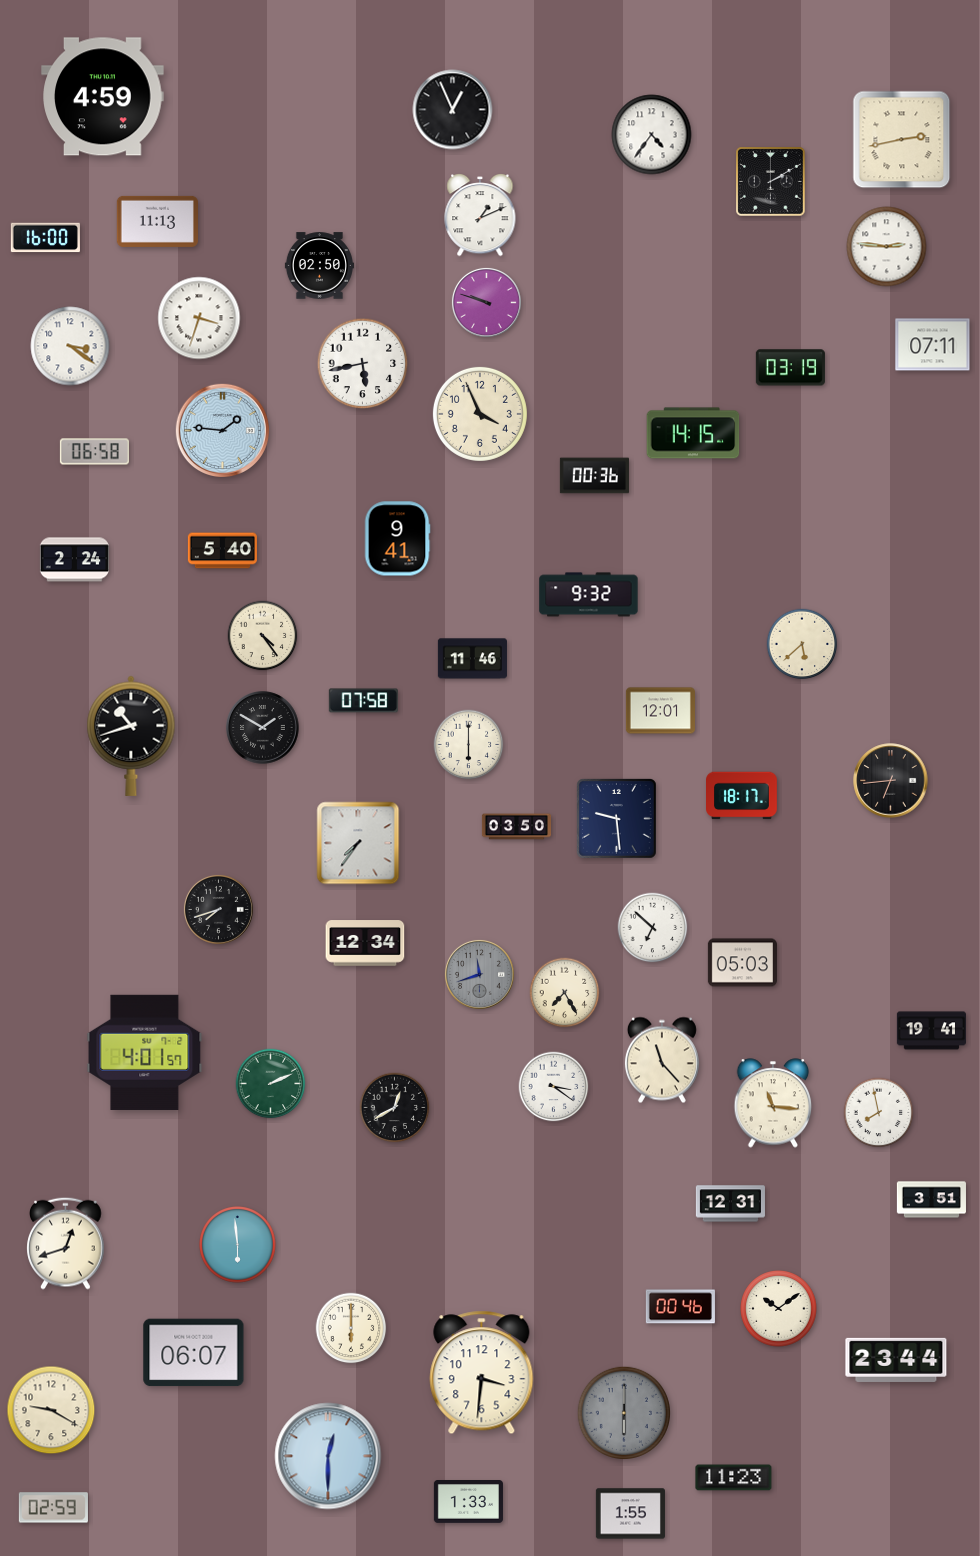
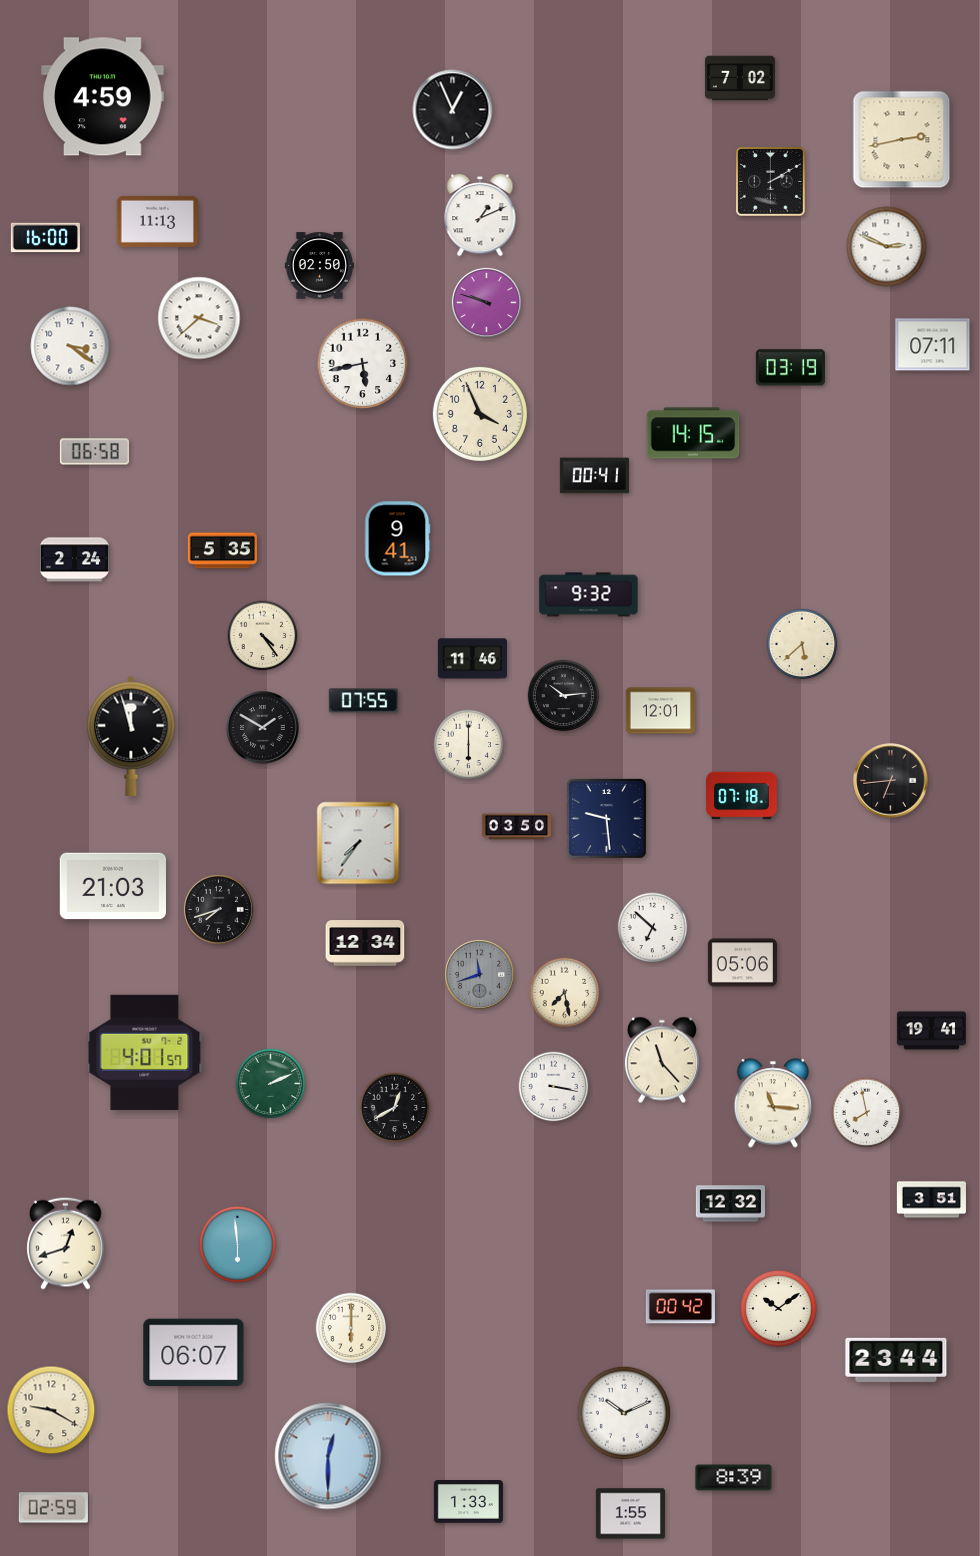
clock at (740, 78): none -> 7:02
clock at (652, 135): 4:36 -> none
clock at (887, 247): 2:46 -> 2:49
clock at (199, 318): 3:33 -> 3:38
clock at (222, 430): 1:46 -> none
clock at (594, 476): 00:36 -> 00:41
clock at (222, 551): 5:40 -> 5:35
clock at (564, 696): none -> 10:14
clock at (363, 701): 07:58 -> 07:55
clock at (131, 736): 10:42 -> 11:57
clock at (742, 796): 18:17 -> 07:18
clock at (616, 818) position: (616, 818) -> (606, 818)
clock at (112, 886): none -> 21:03
clock at (742, 963): 05:03 -> 05:06
clock at (565, 993): 7:25 -> 7:28
clock at (554, 1087): 3:21 -> 3:17
clock at (879, 1113) position: (879, 1113) -> (867, 1113)
clock at (730, 1204): 12:31 -> 12:32
clock at (680, 1307): 00:46 -> 00:42
clock at (482, 1373): 3:31 -> none
clock at (624, 1413): 6:00 -> 10:11
clock at (624, 1413) dial: grey -> white
clock at (734, 1478): 11:23 -> 8:39
